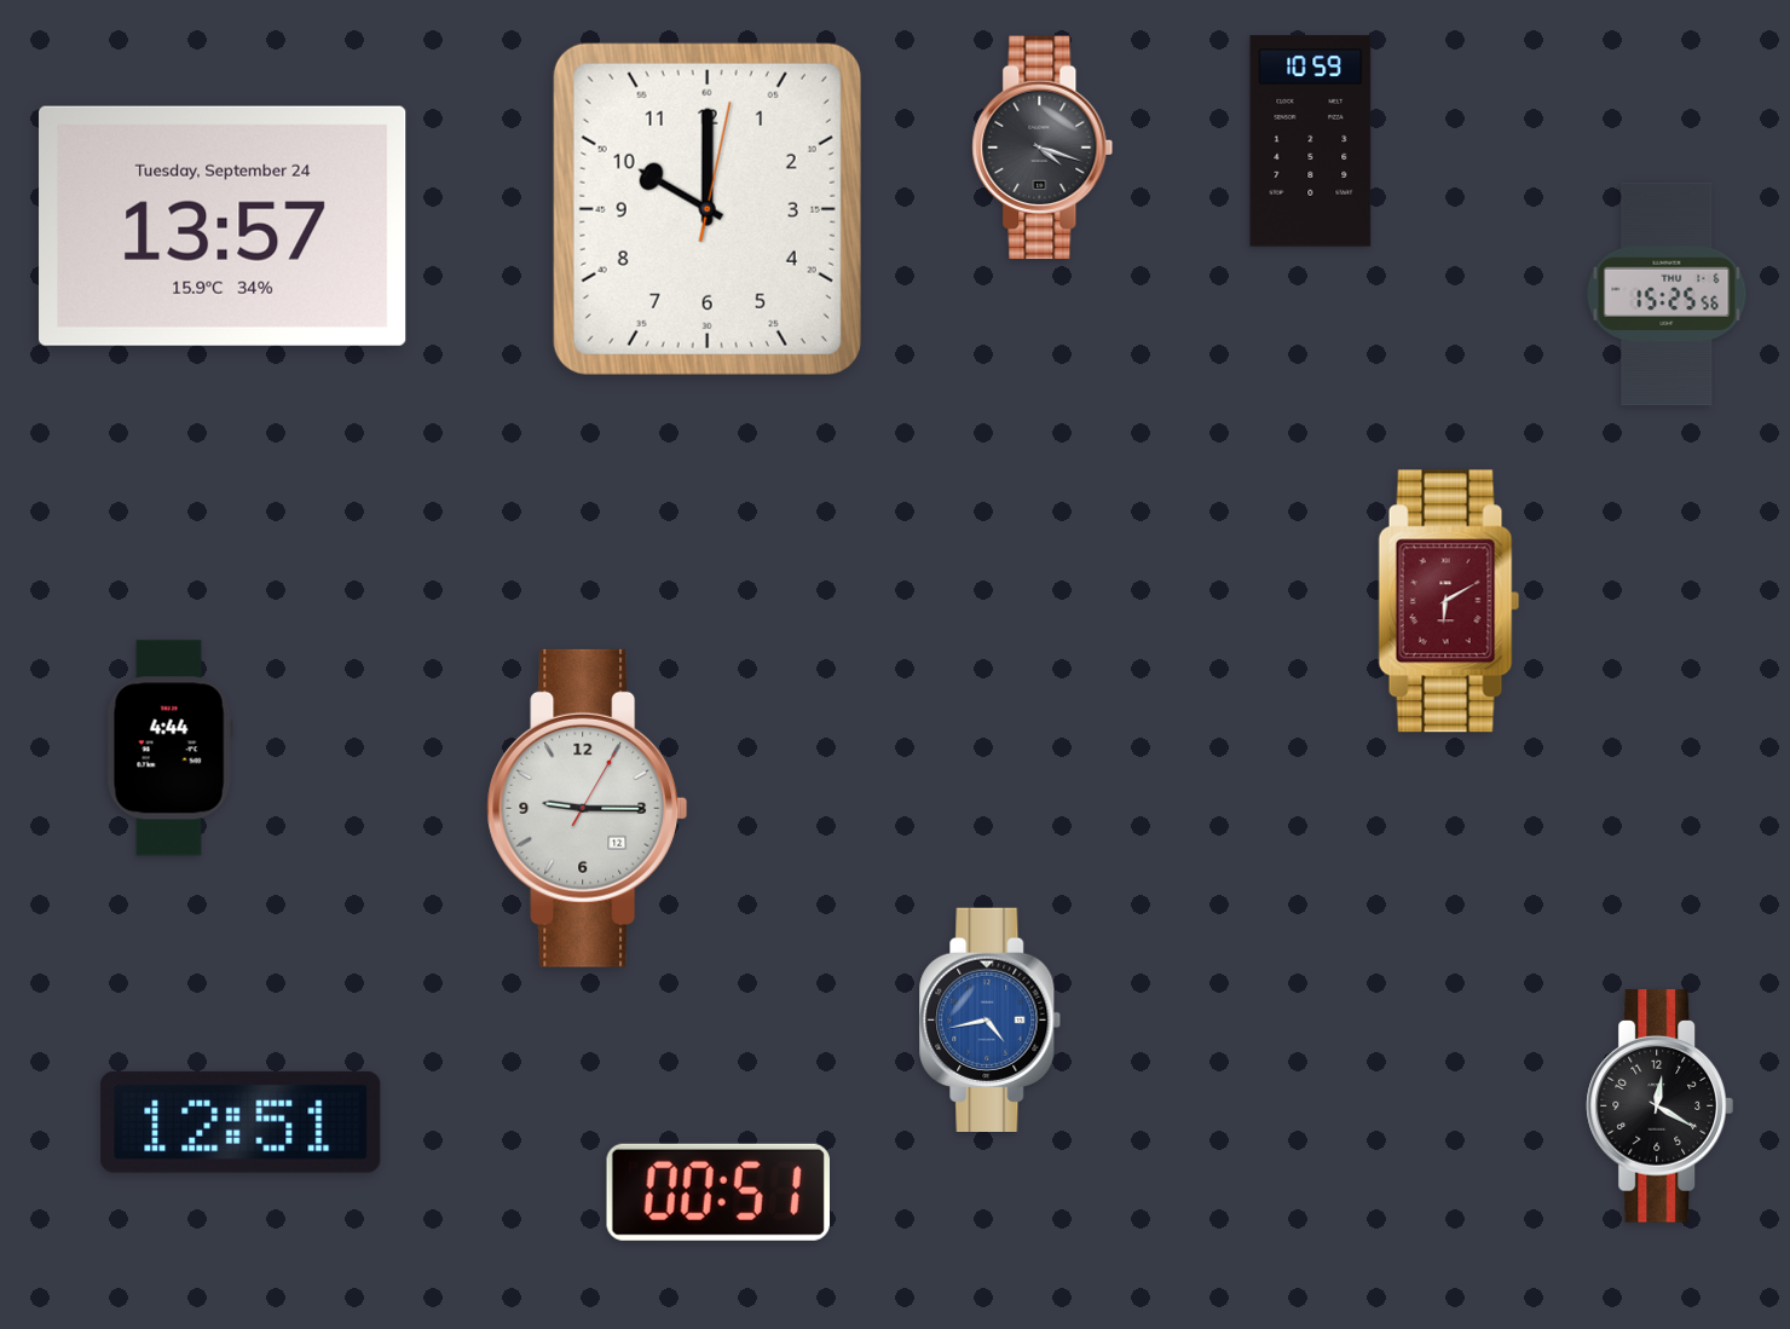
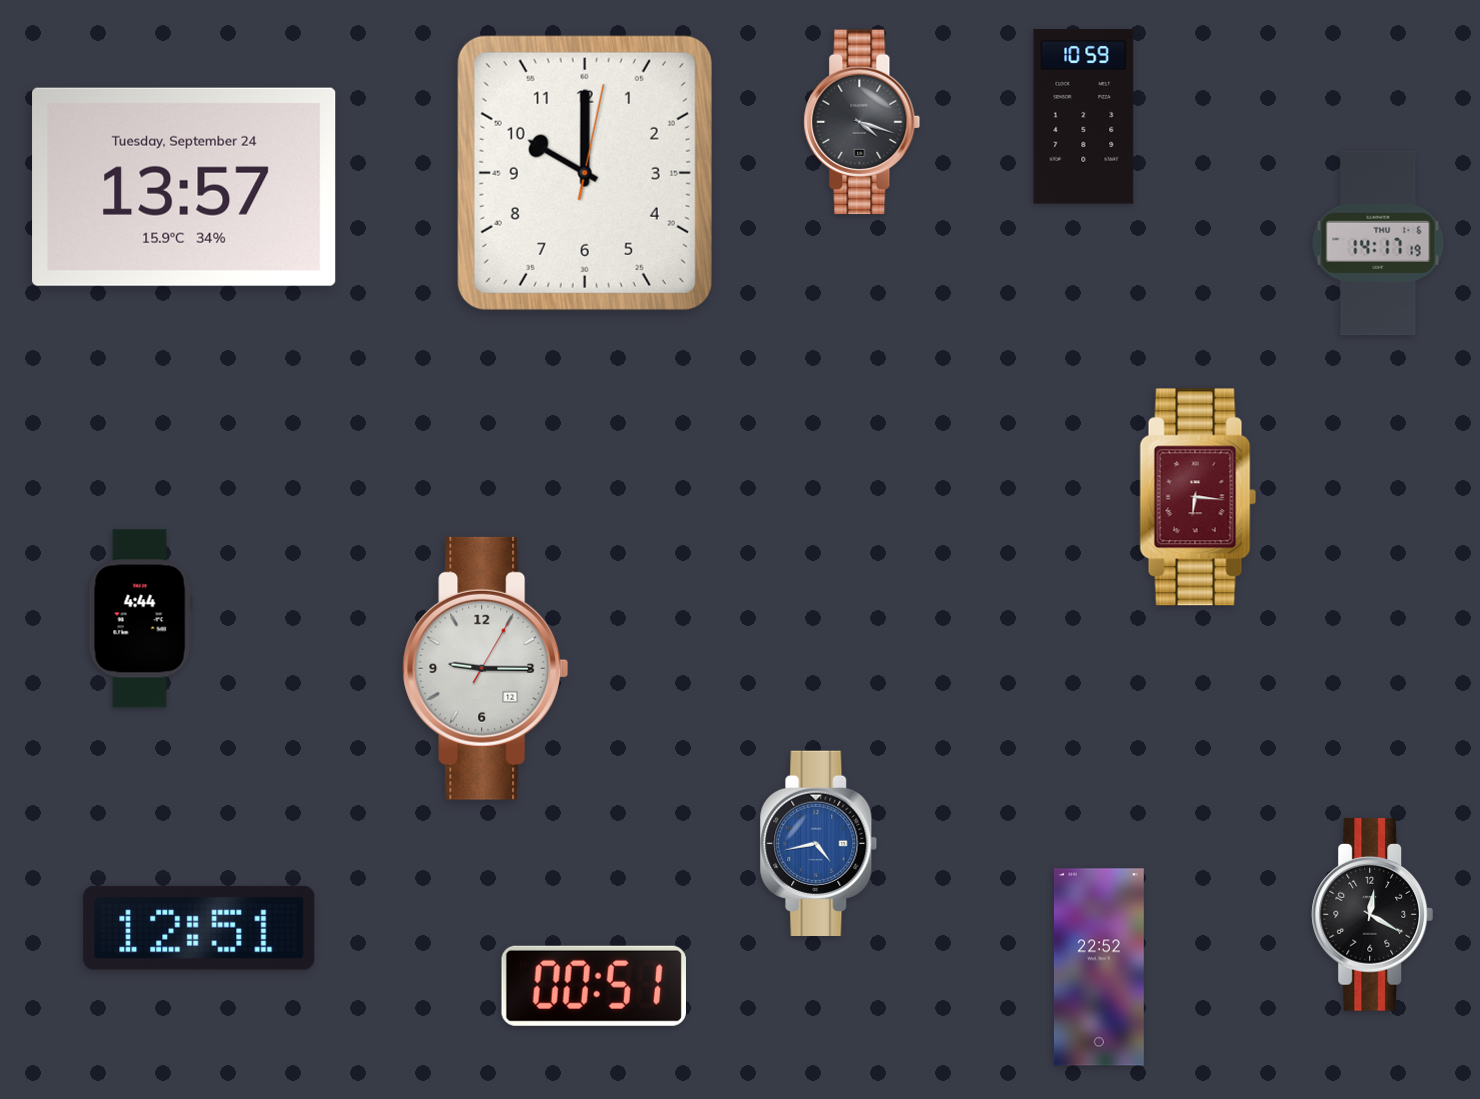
clock at (1667, 294): 15:25 -> 14:17
clock at (1449, 601): 6:10 -> 6:16
clock at (1099, 967): none -> 22:52
